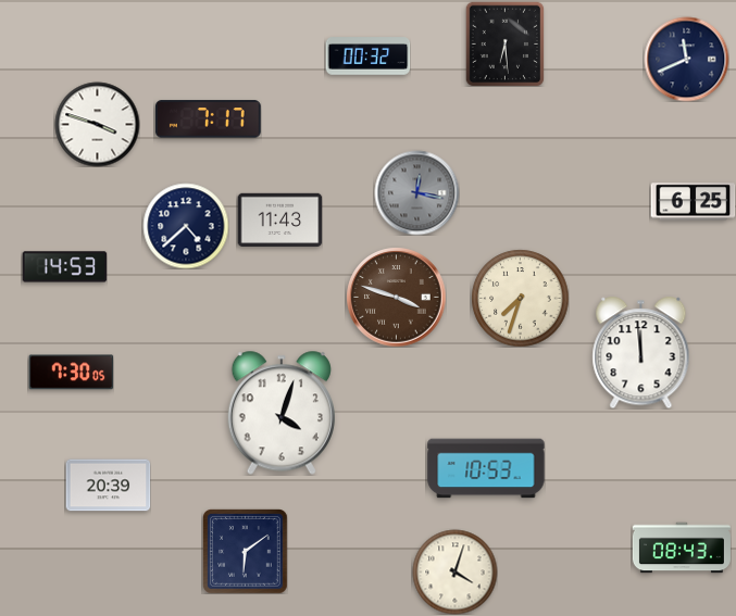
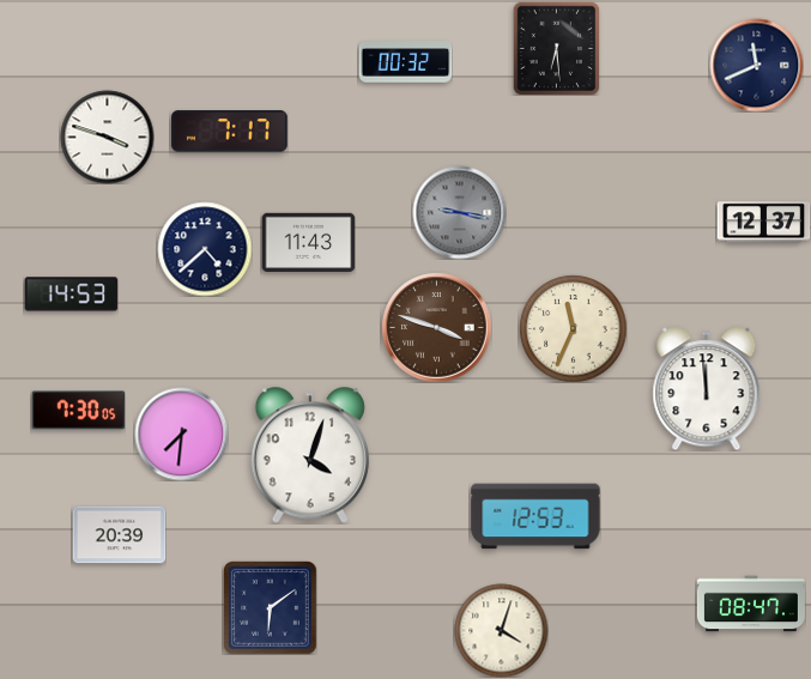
clock at (416, 192): 12:17 -> 9:17
clock at (693, 202): 6:25 -> 12:37
clock at (520, 298): 7:33 -> 11:34
clock at (181, 434): none -> 7:31
clock at (486, 468): 10:53 -> 12:53
clock at (682, 548): 08:43 -> 08:47
